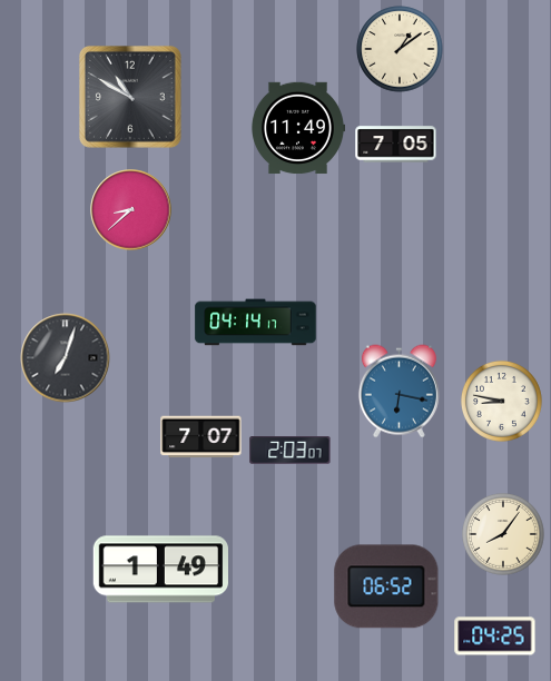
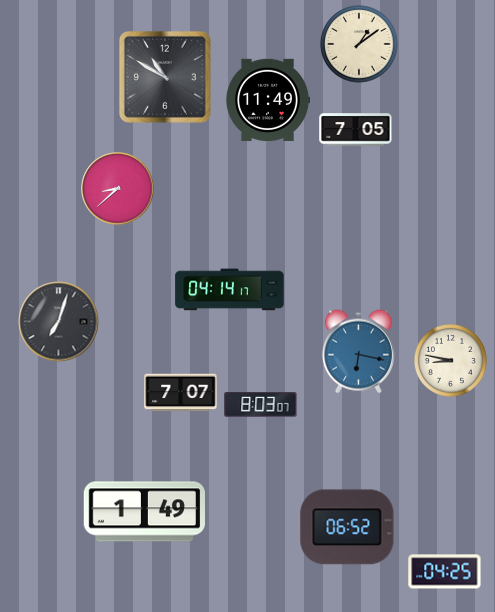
clock at (130, 97) position: (130, 97) -> (165, 77)
clock at (297, 128) position: (297, 128) -> (267, 100)
clock at (291, 451): 2:03 -> 8:03
clock at (504, 535): 8:06 -> none
